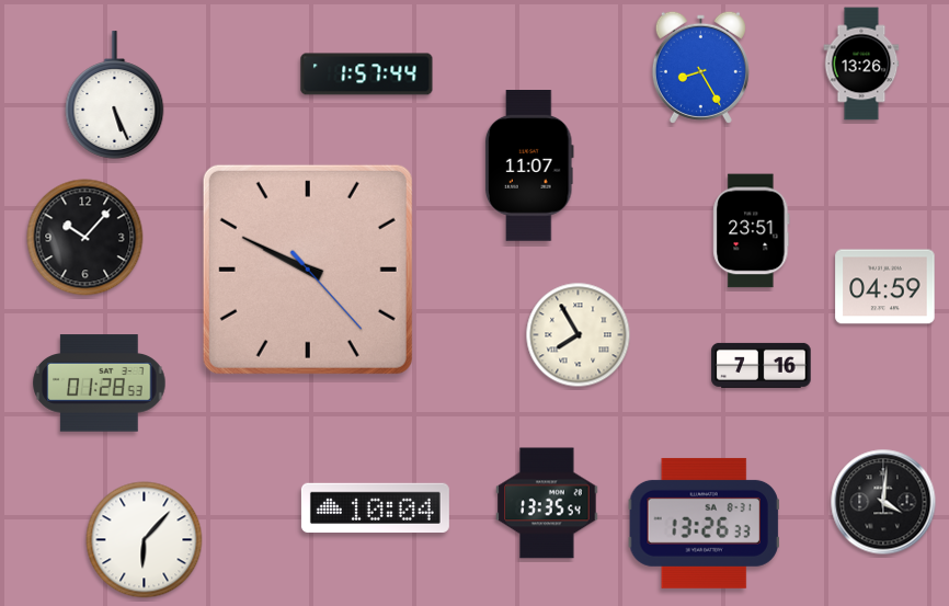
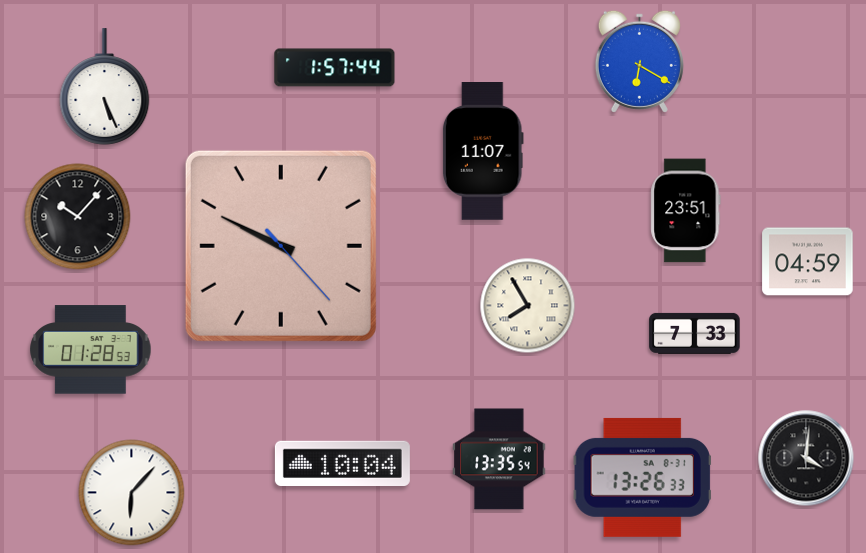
clock at (861, 64): 13:26 -> none
clock at (700, 67): 8:25 -> 6:20
clock at (762, 365): 7:16 -> 7:33
